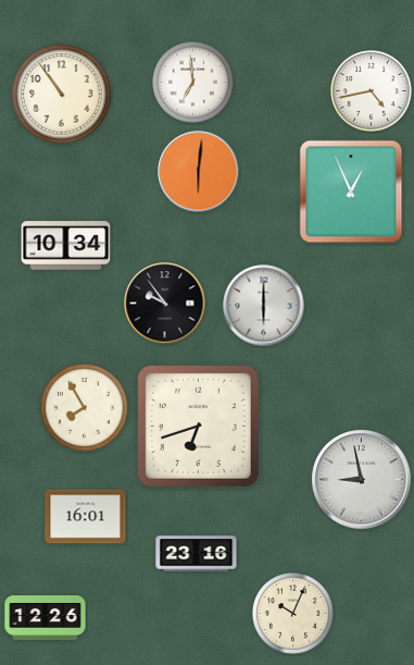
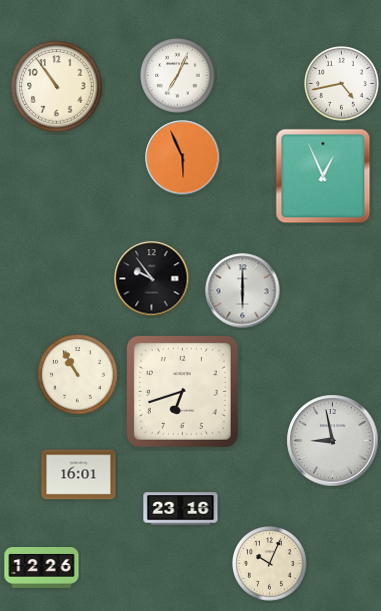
clock at (193, 83): 6:59 -> 7:04
clock at (199, 172): 6:01 -> 5:56
clock at (66, 246): 10:34 -> none
clock at (264, 306) position: (264, 306) -> (243, 291)
clock at (85, 408): 7:55 -> 10:55
